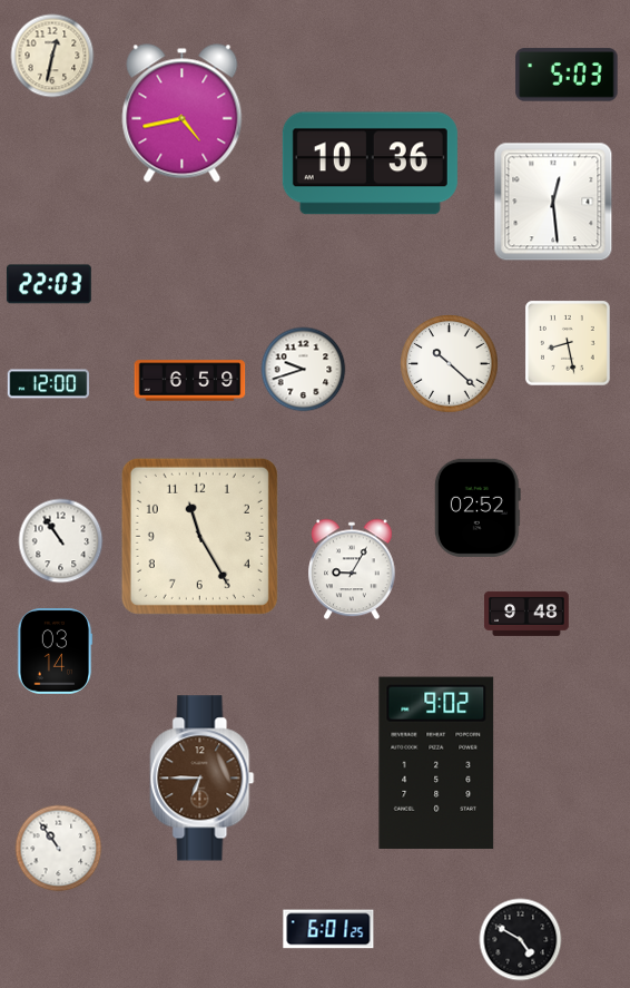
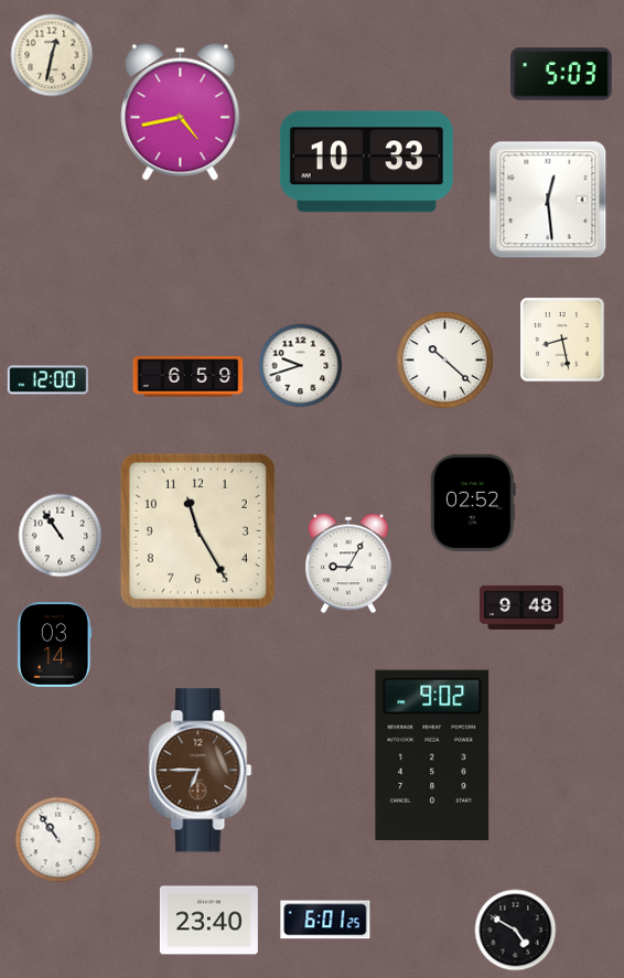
clock at (370, 164): 10:36 -> 10:33
clock at (49, 284): 22:03 -> none
clock at (208, 921): none -> 23:40
